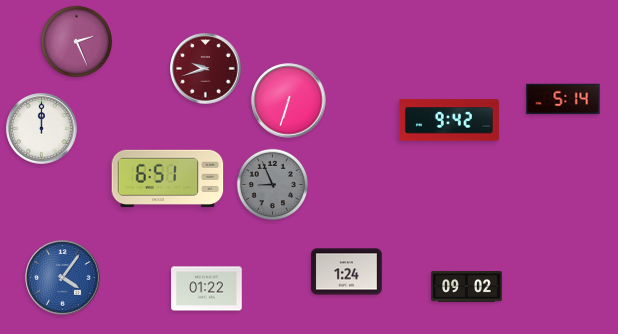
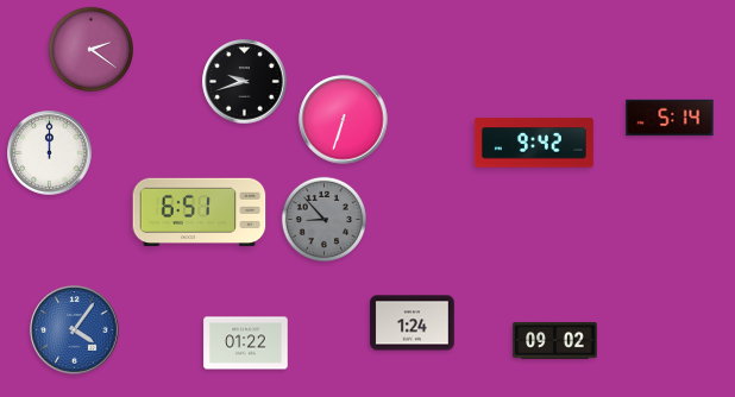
clock at (76, 41): 2:26 -> 2:21
clock at (206, 69) dial: burgundy -> black
clock at (272, 184): 8:56 -> 8:53
